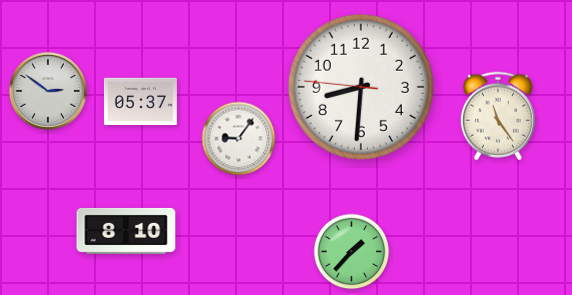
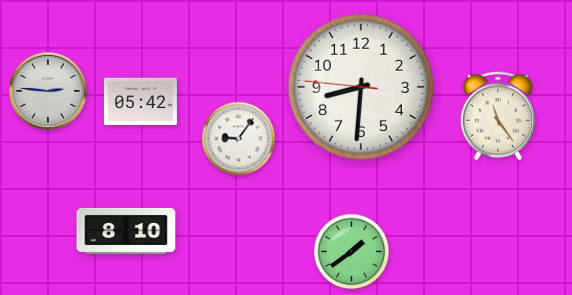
clock at (48, 91): 2:51 -> 2:46
clock at (140, 102): 05:37 -> 05:42
clock at (352, 252): 1:37 -> 1:39
